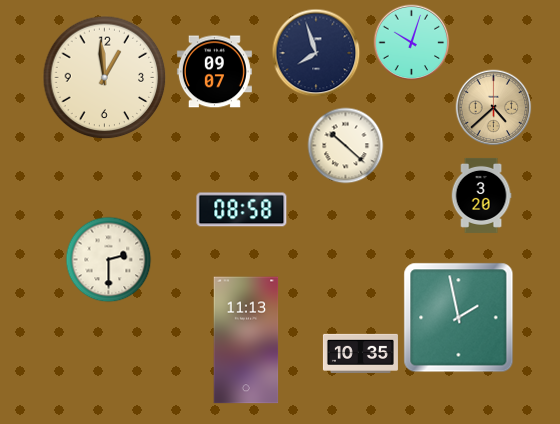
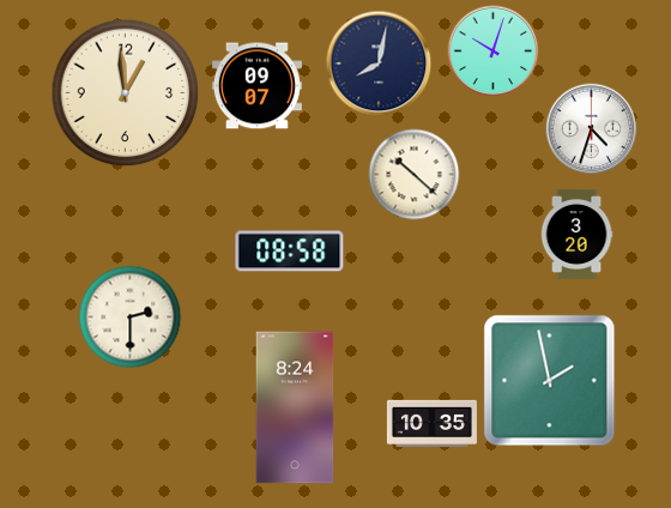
clock at (316, 53): 7:57 -> 8:02
clock at (494, 108): 4:38 -> 4:33
clock at (494, 108) dial: champagne -> white
clock at (109, 260) position: (109, 260) -> (131, 317)
clock at (246, 340): 11:13 -> 8:24
